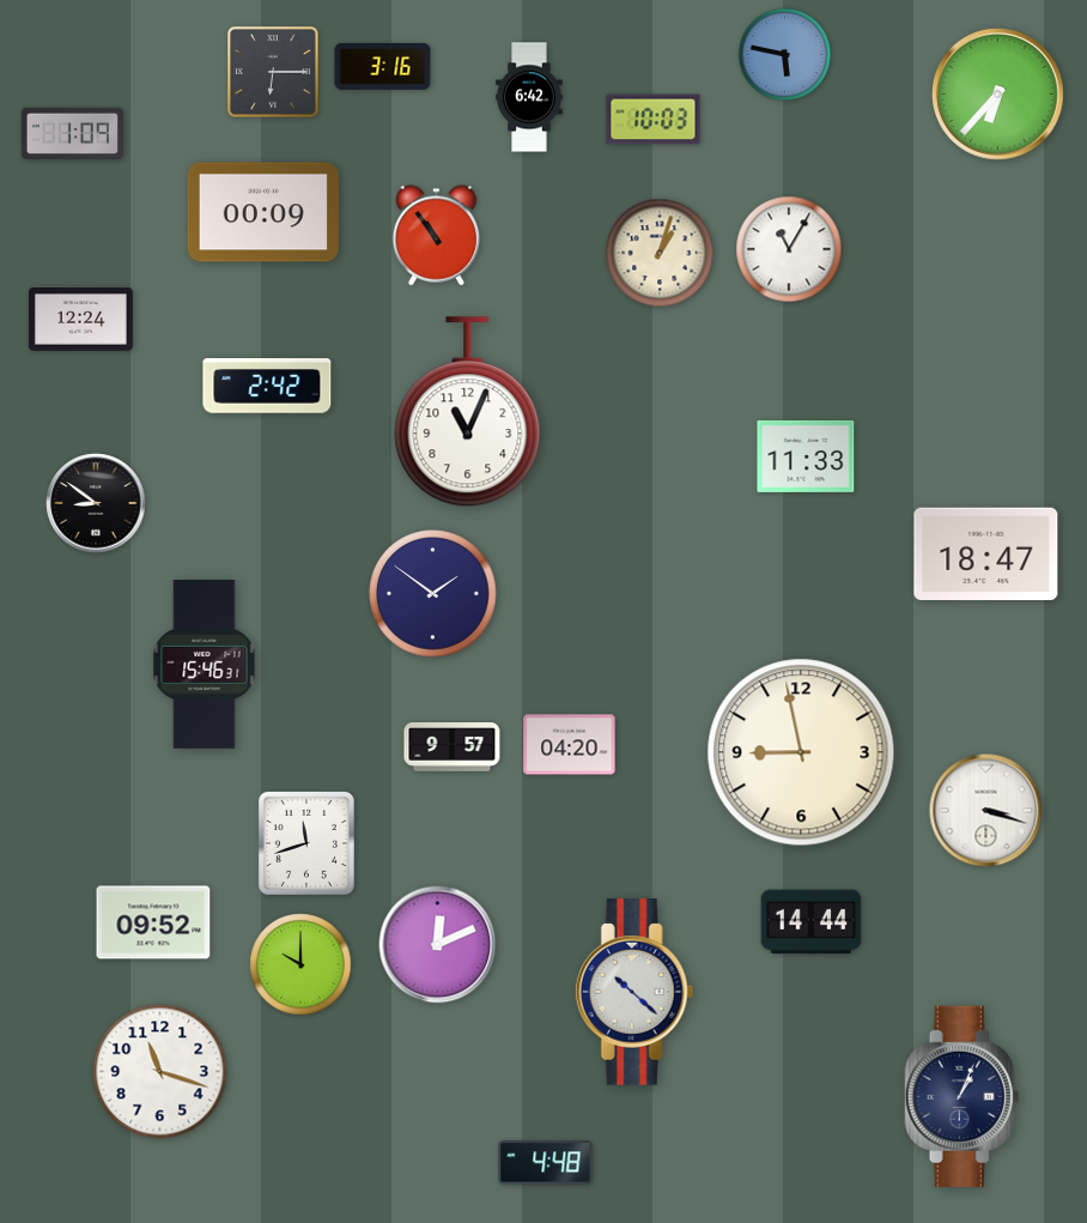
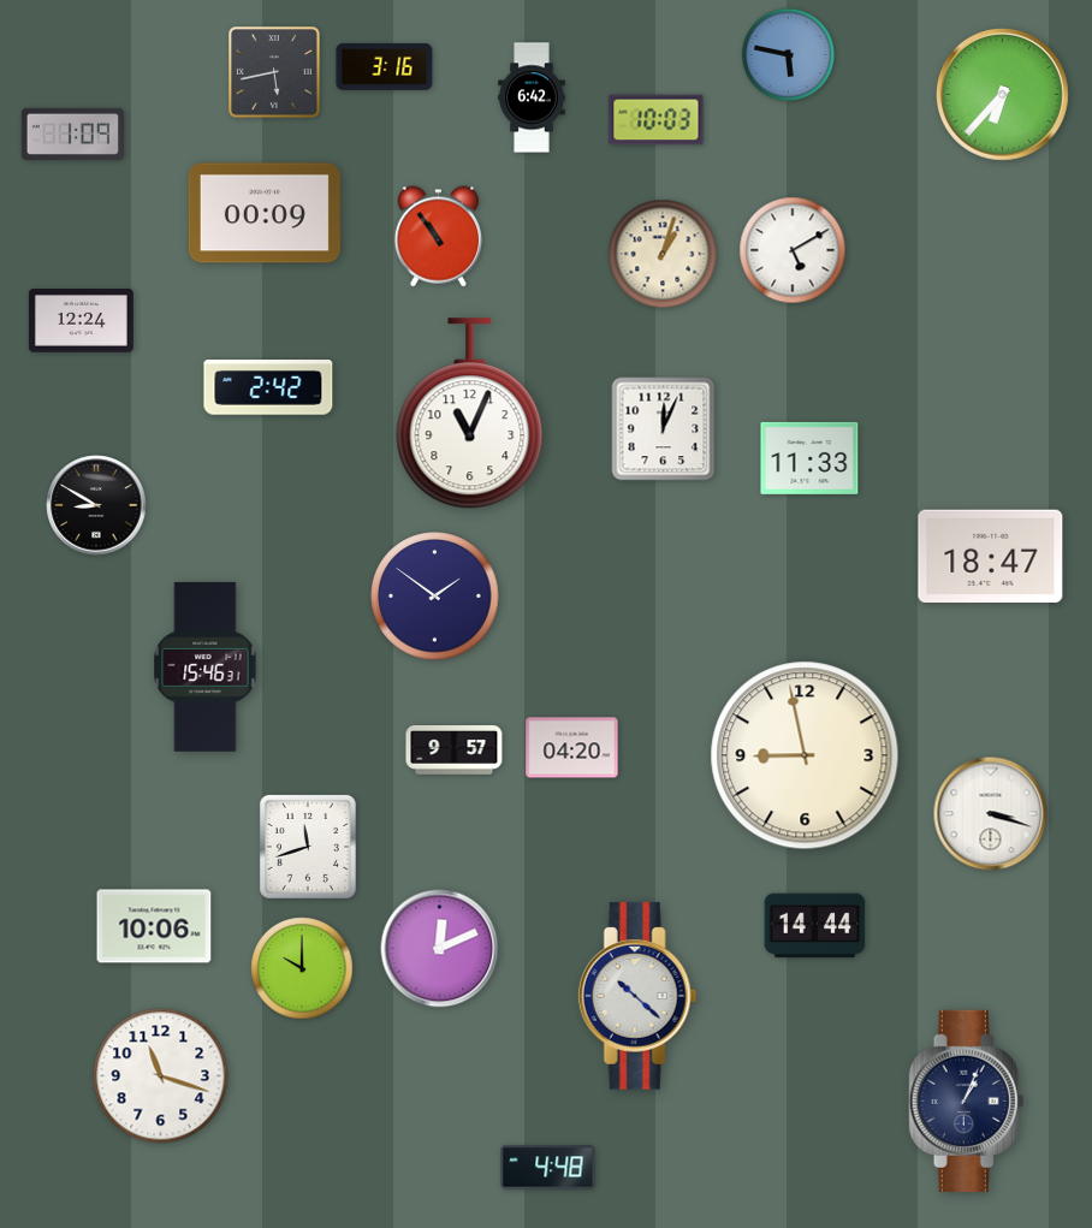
clock at (273, 72): 6:15 -> 5:43
clock at (789, 249): 11:05 -> 5:10
clock at (664, 429): none -> 12:04
clock at (96, 503): 8:51 -> 8:50
clock at (153, 922): 09:52 -> 10:06
